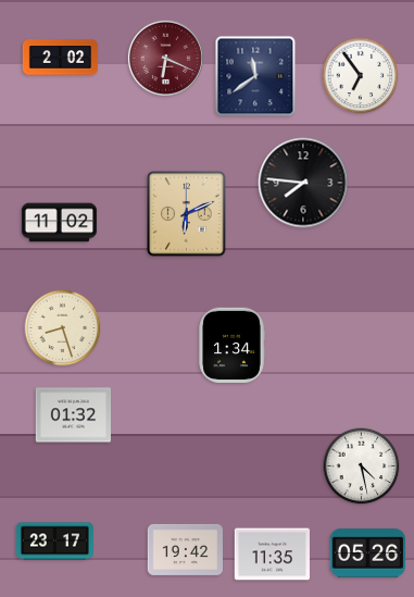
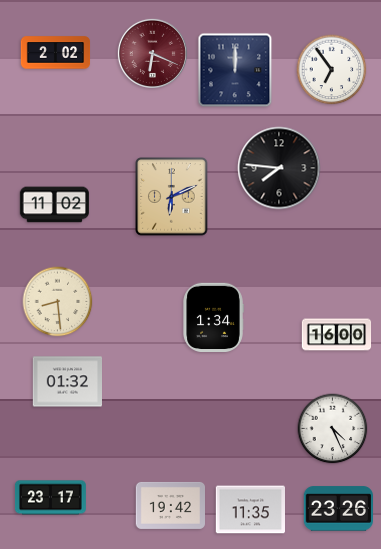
clock at (255, 76): 11:39 -> 12:00
clock at (63, 328): 8:27 -> 8:29
clock at (337, 335): none -> 16:00
clock at (362, 467): 4:28 -> 4:26
clock at (367, 554): 05:26 -> 23:26
